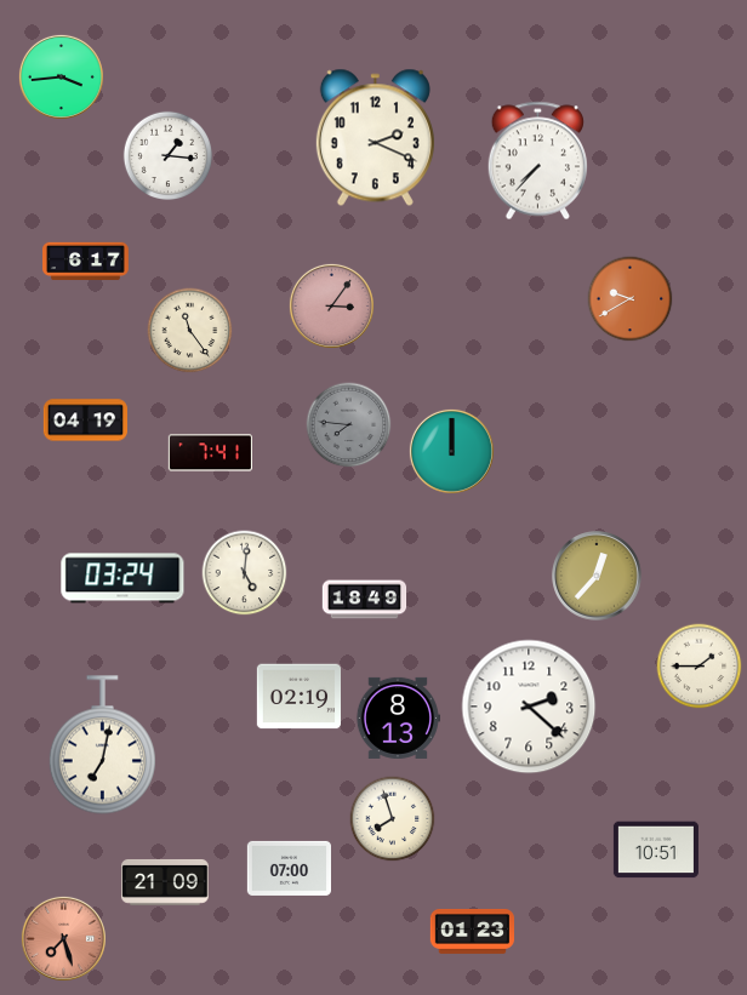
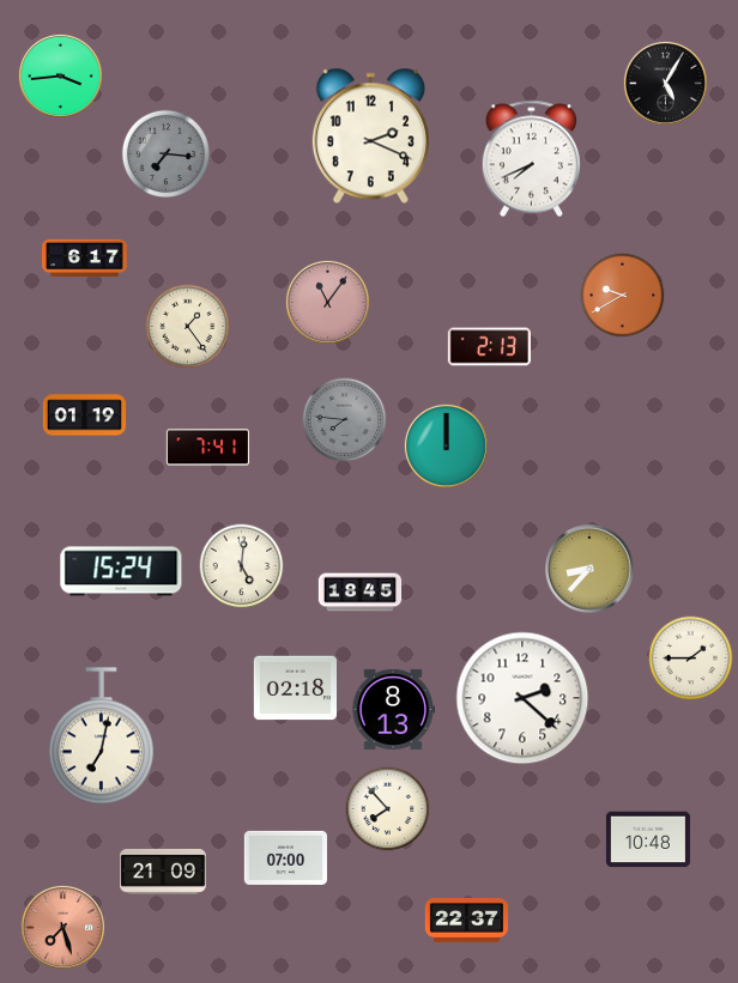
clock at (665, 83): none -> 5:05
clock at (167, 155): 1:16 -> 7:16
clock at (167, 155) dial: white -> grey
clock at (537, 161): 7:37 -> 7:41
clock at (331, 305): 3:06 -> 11:06
clock at (190, 331): 11:24 -> 1:24
clock at (489, 347): none -> 2:13
clock at (85, 421): 04:19 -> 01:19
clock at (597, 576): 12:37 -> 8:37
clock at (122, 578): 03:24 -> 15:24
clock at (365, 600): 18:49 -> 18:45
clock at (298, 697): 02:19 -> 02:18
clock at (393, 819): 7:57 -> 7:53
clock at (656, 850): 10:51 -> 10:48
clock at (473, 931): 01:23 -> 22:37
